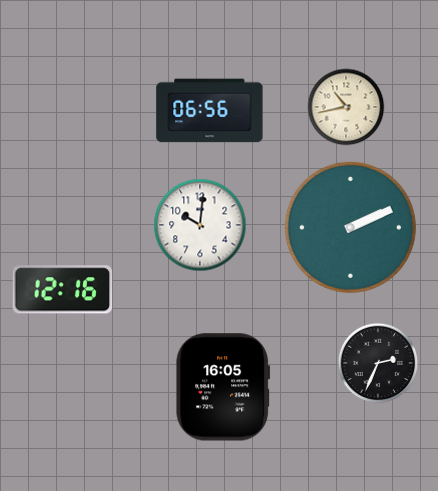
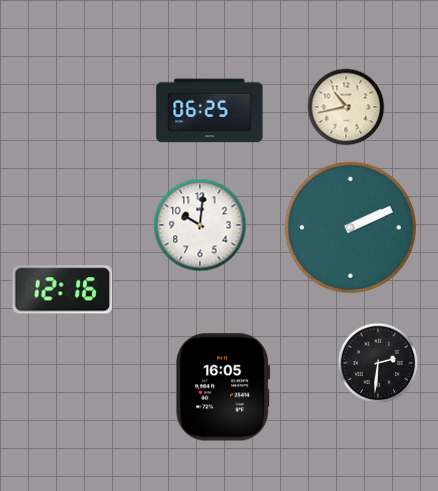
clock at (210, 111): 06:56 -> 06:25
clock at (378, 363): 2:34 -> 2:31
